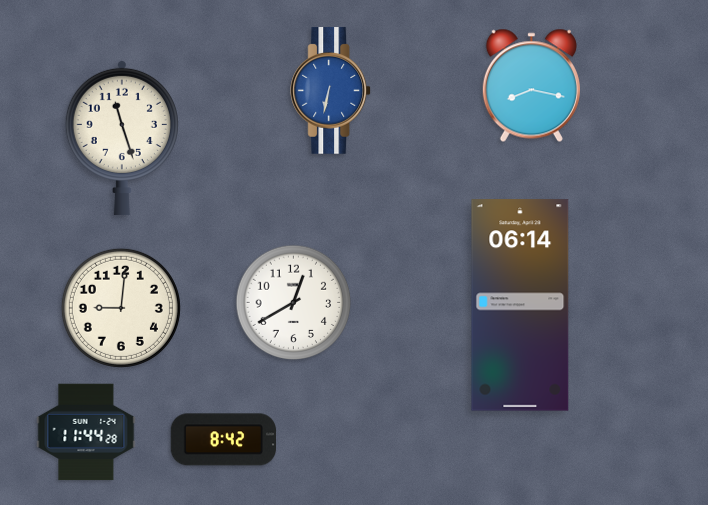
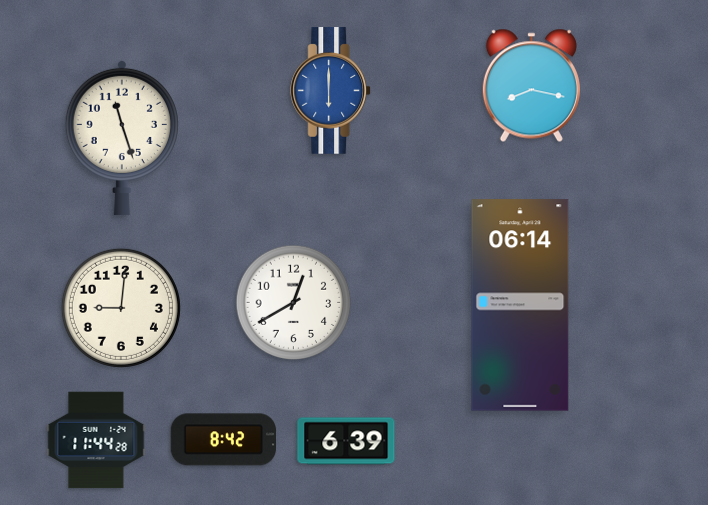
clock at (331, 91): 6:32 -> 6:00
clock at (86, 432) position: (86, 432) -> (96, 440)
clock at (346, 441): none -> 6:39
